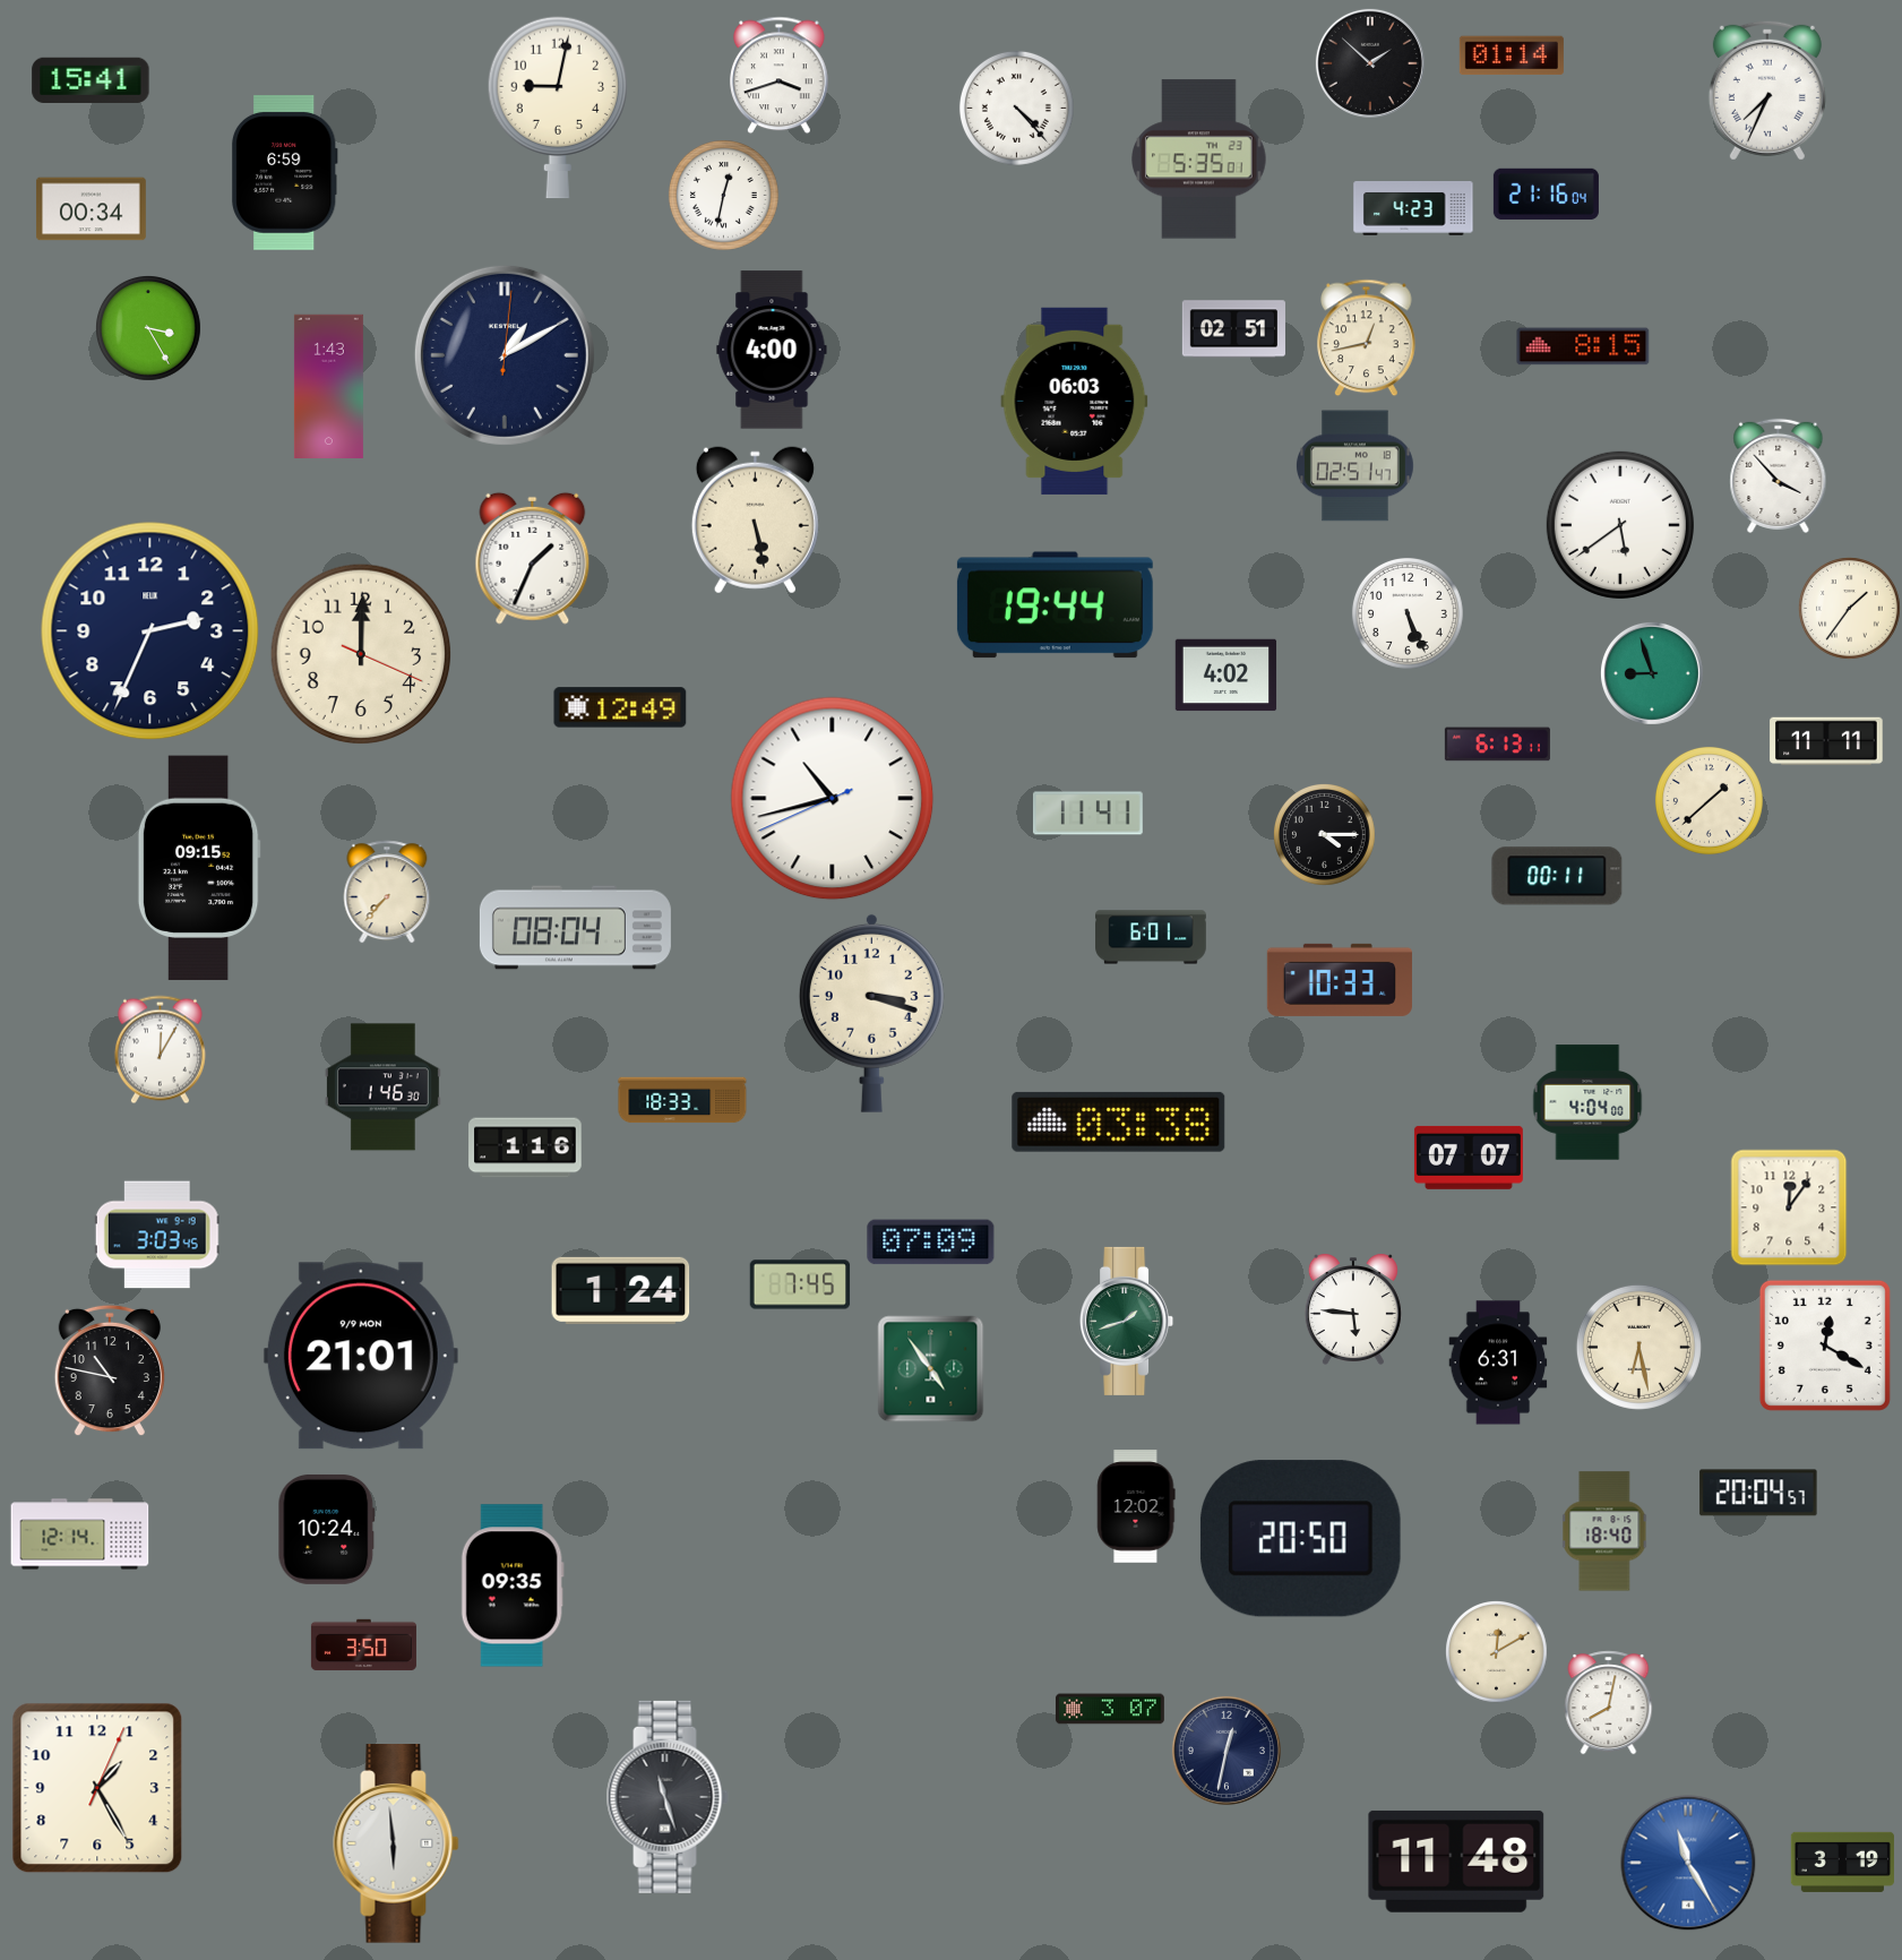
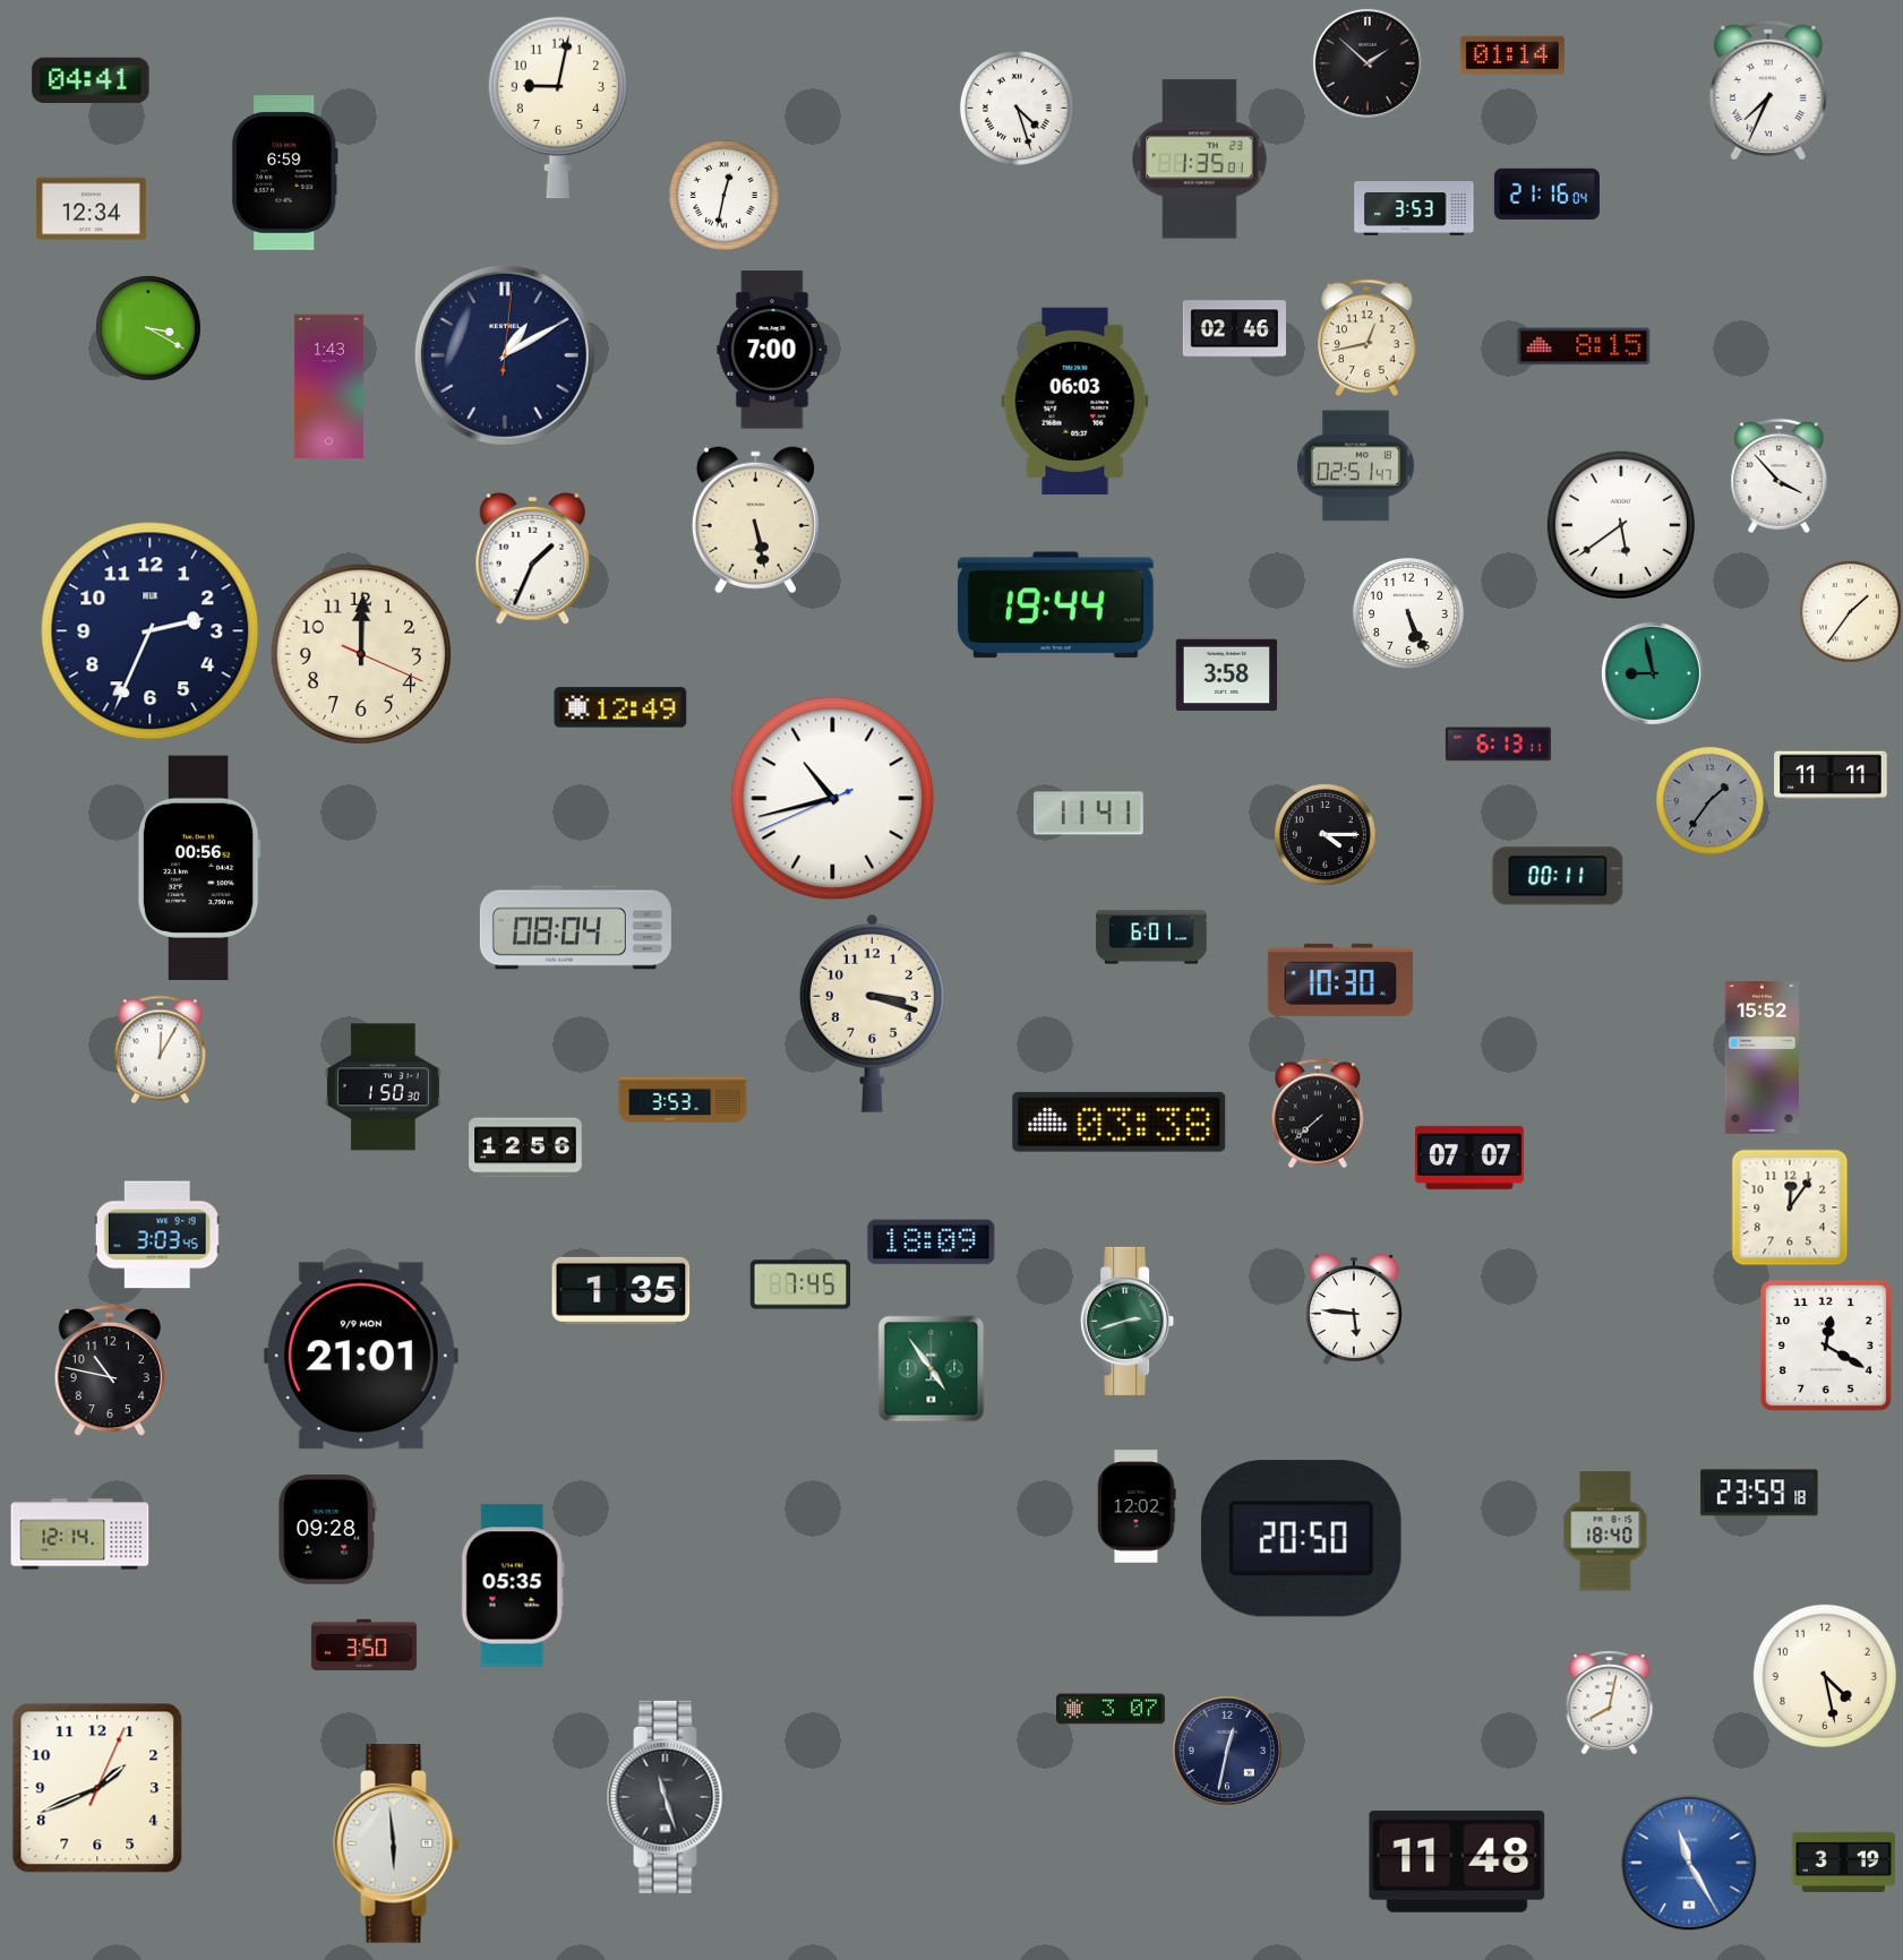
clock at (1370, 63) position: (1370, 63) -> (1368, 63)
clock at (780, 76): 3:42 -> none
clock at (91, 80): 15:41 -> 04:41
clock at (1016, 108): 4:23 -> 4:27
clock at (1199, 160): 5:35 -> 1:35
clock at (91, 209): 00:34 -> 12:34
clock at (1413, 209): 4:23 -> 3:53
clock at (149, 329): 3:25 -> 3:20
clock at (1233, 329): 02:51 -> 02:46
clock at (772, 350): 4:00 -> 7:00
clock at (1850, 609) position: (1850, 609) -> (1851, 612)
clock at (1653, 674): 8:57 -> 8:58
clock at (1227, 676): 4:02 -> 3:58
clock at (1826, 741) position: (1826, 741) -> (1831, 775)
clock at (1709, 800): 1:38 -> 1:36
clock at (1709, 800) dial: cream -> grey
clock at (199, 868): 09:15 -> 00:56
clock at (387, 892): 7:37 -> none
clock at (1340, 980): 10:33 -> 10:30
clock at (1761, 1058): none -> 15:52
clock at (382, 1088): 1:46 -> 1:50
clock at (682, 1100): 18:33 -> 3:53
clock at (1587, 1102): 4:04 -> none
clock at (1318, 1114): none -> 7:38
clock at (525, 1147): 1:16 -> 12:56
clock at (931, 1243): 07:09 -> 18:09
clock at (621, 1290): 1:24 -> 1:35
clock at (1127, 1321): 1:42 -> 2:42
clock at (1638, 1347): 6:28 -> none
clock at (1498, 1362): 6:31 -> none
clock at (1758, 1493): 20:04 -> 23:59
clock at (327, 1529): 10:24 -> 09:28
clock at (513, 1585): 09:35 -> 05:35
clock at (1497, 1652): 12:10 -> none
clock at (1825, 1676): none -> 4:28
clock at (97, 1788): 1:25 -> 1:41
